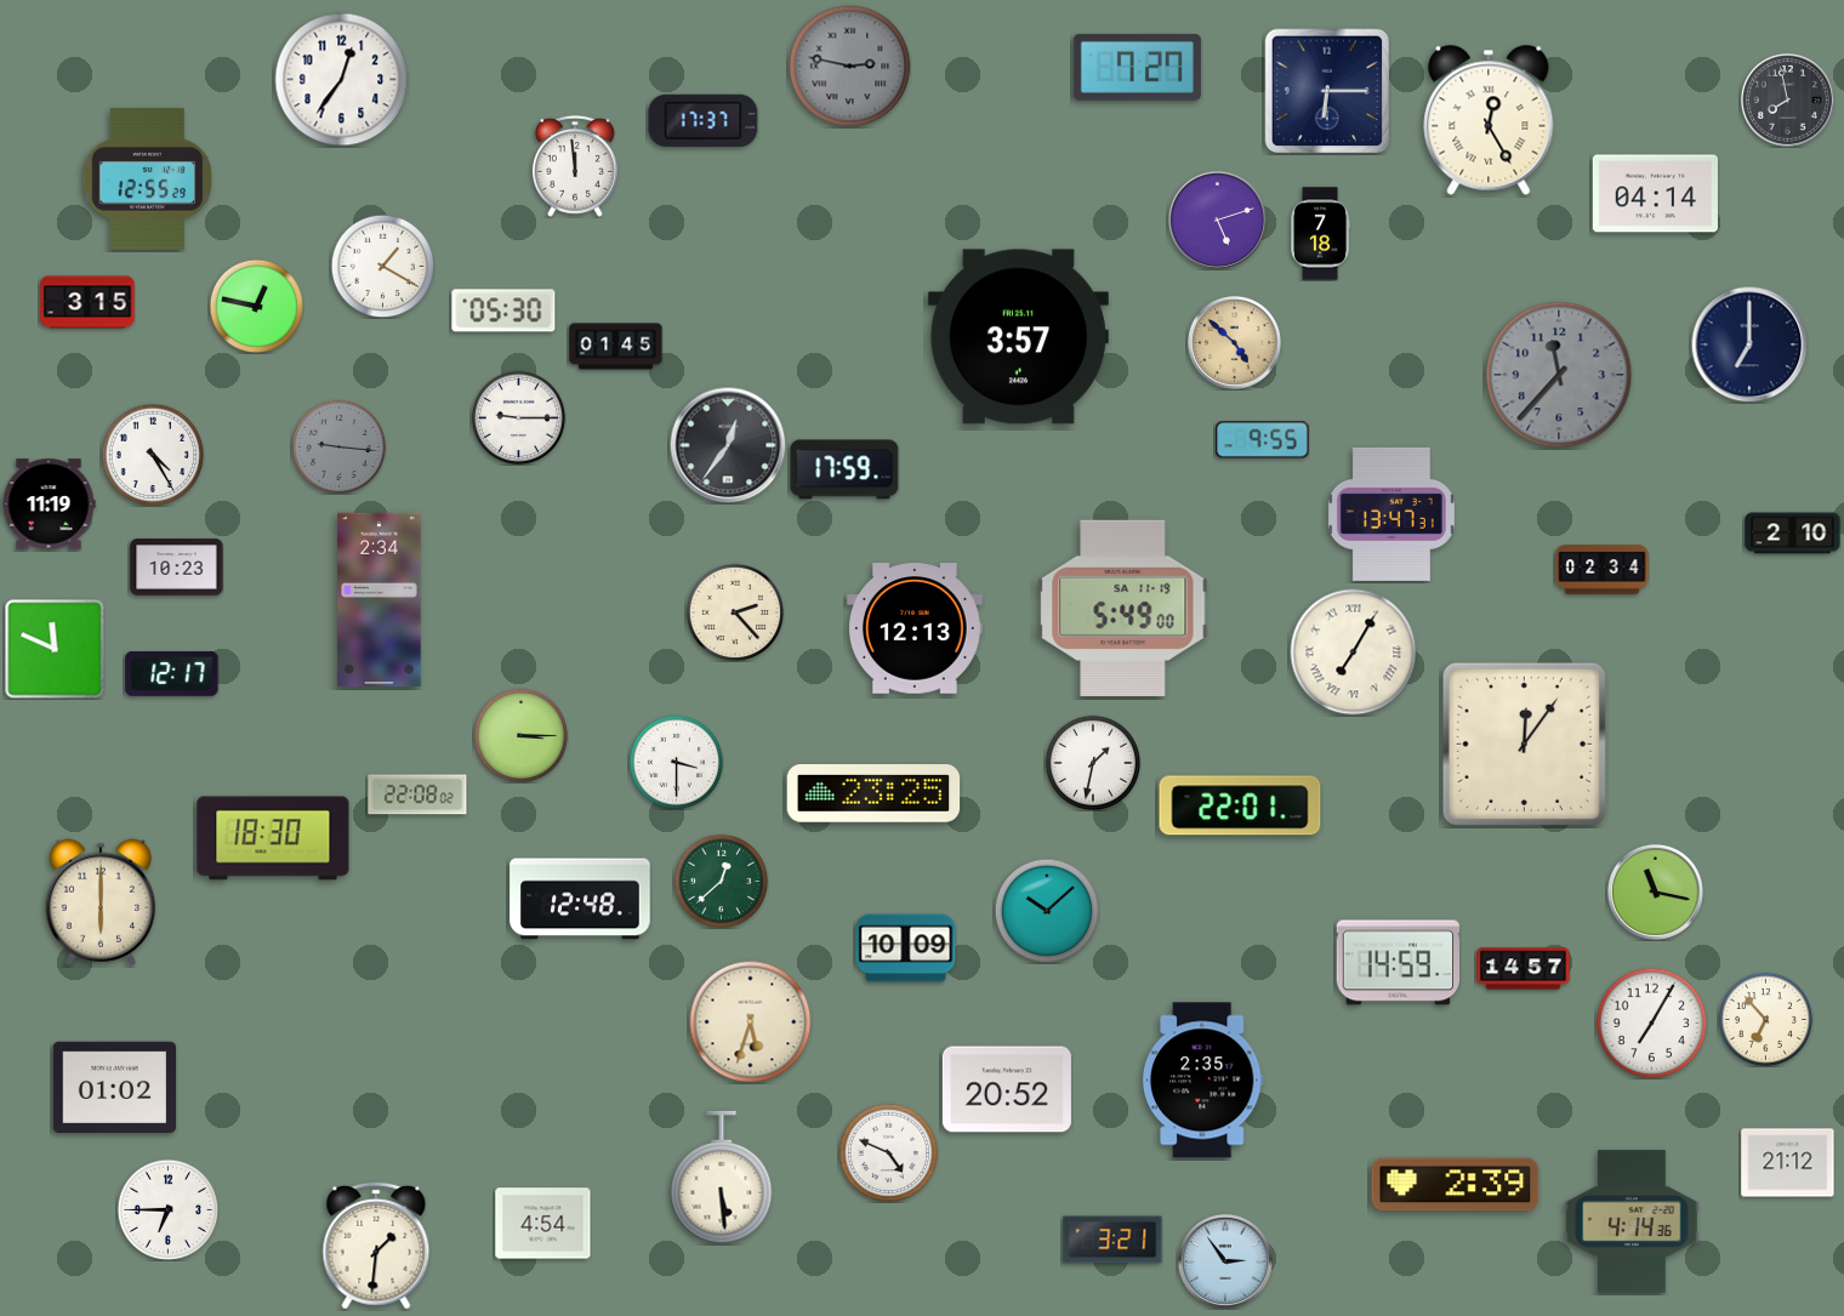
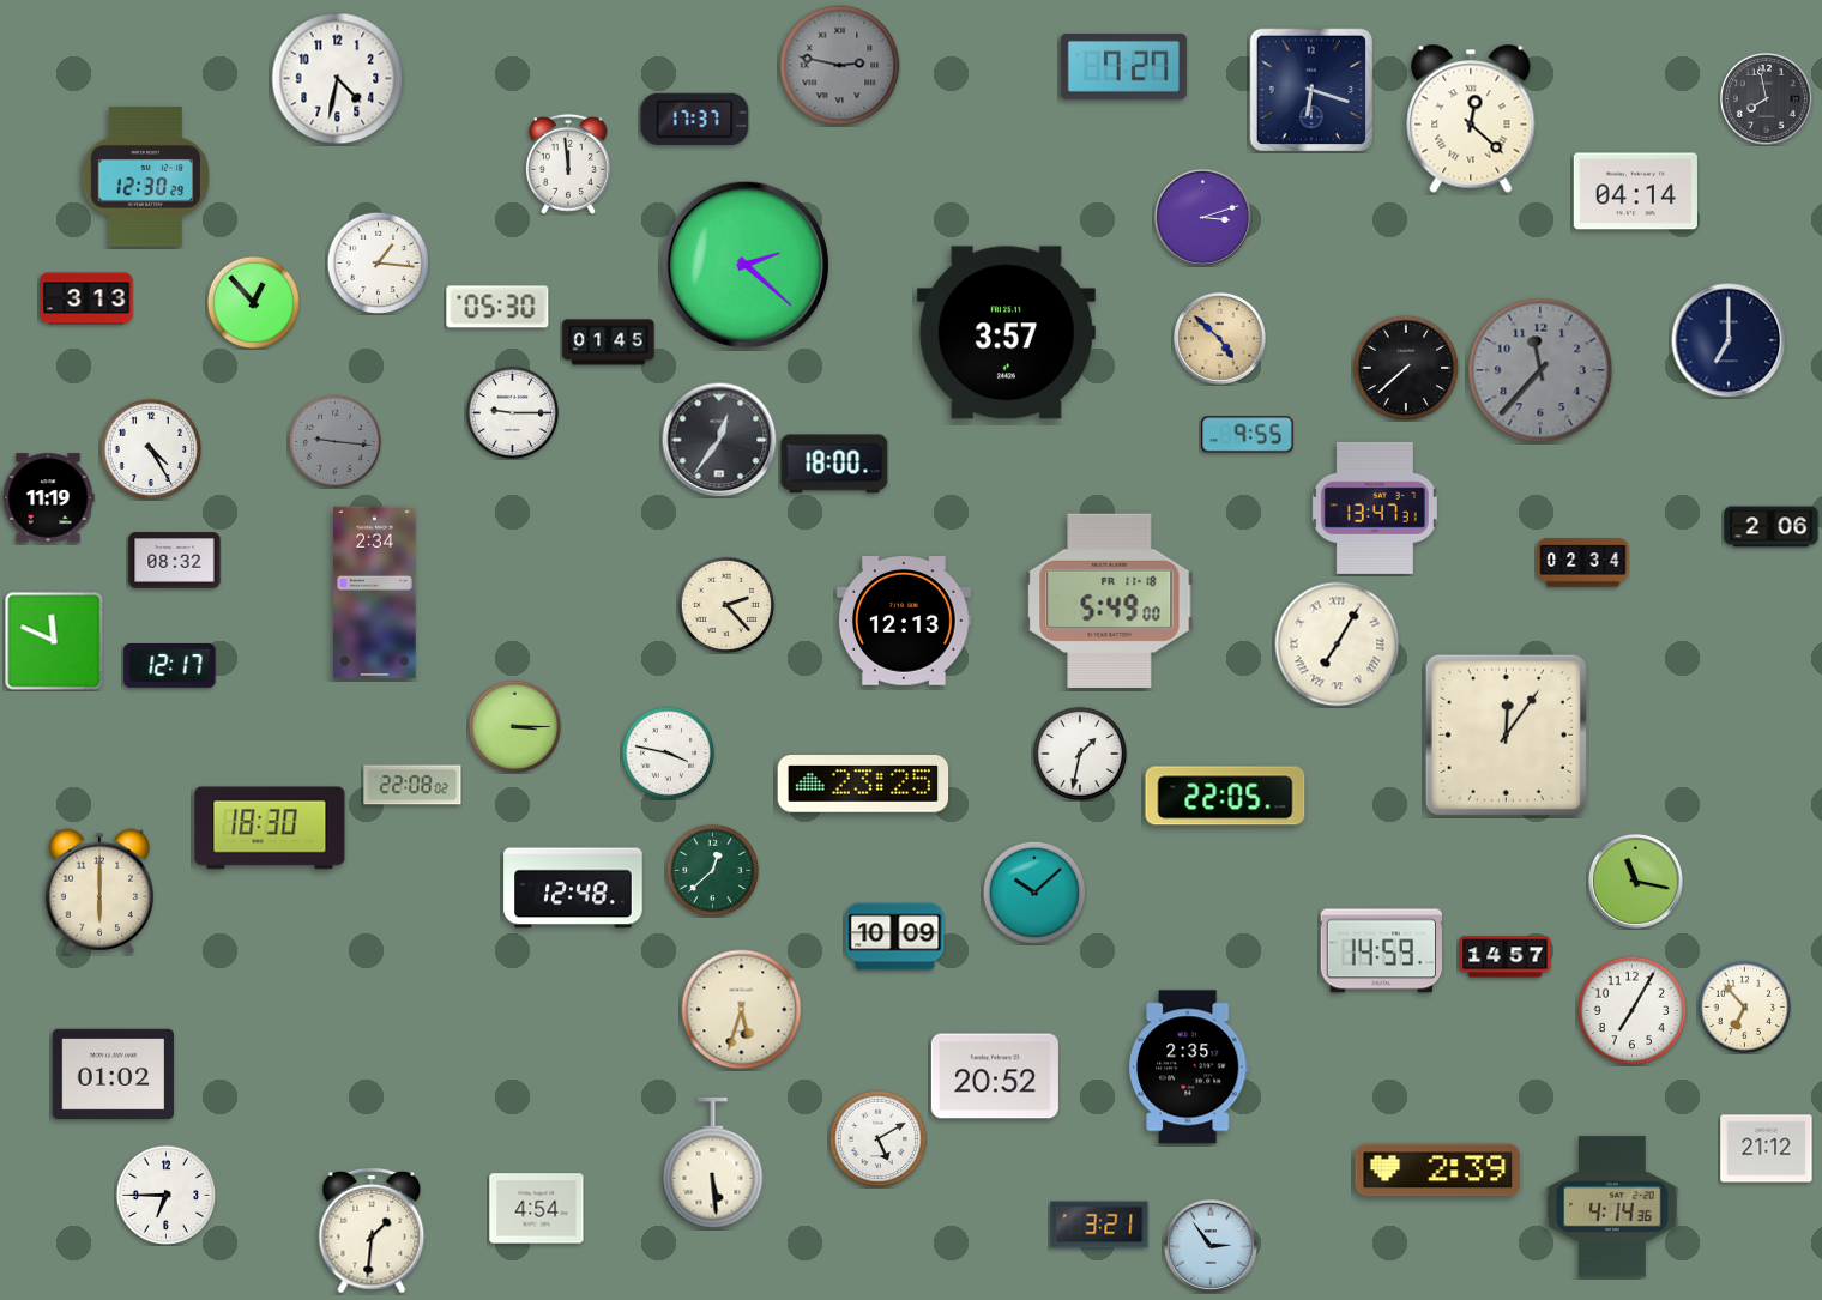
clock at (342, 80): 12:36 -> 4:32
clock at (1327, 91): 6:15 -> 6:18
clock at (1489, 120): 12:25 -> 12:22
clock at (147, 180): 12:55 -> 12:30
clock at (1217, 220): 5:12 -> 3:12
clock at (1320, 234): 7:18 -> none
clock at (382, 266): 1:20 -> 1:16
clock at (746, 265): none -> 2:22
clock at (87, 302): 3:15 -> 3:13
clock at (256, 306): 12:47 -> 12:53
clock at (1406, 368): none -> 7:38
clock at (844, 469): 17:59 -> 18:00
clock at (1793, 534): 2:10 -> 2:06
clock at (177, 568): 10:23 -> 08:32
clock at (1123, 608) date: SA 11-19 -> FR 11-18
clock at (676, 762): 3:30 -> 3:47
clock at (1240, 805): 22:01 -> 22:05
clock at (1047, 911) position: (1047, 911) -> (1034, 893)
clock at (888, 1152): 4:49 -> 5:10
